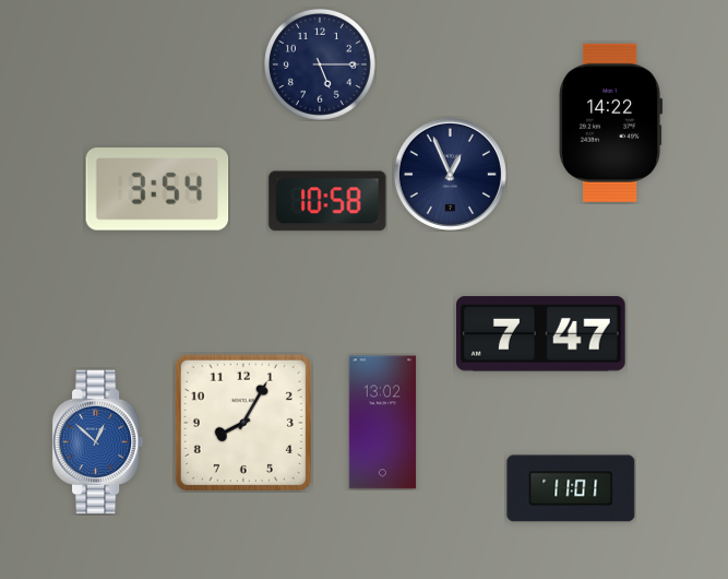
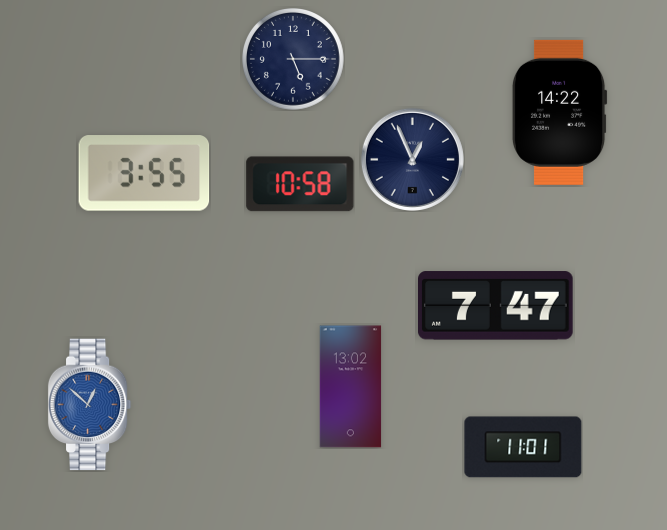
clock at (157, 189): 3:54 -> 3:55
clock at (243, 423): 8:05 -> none
